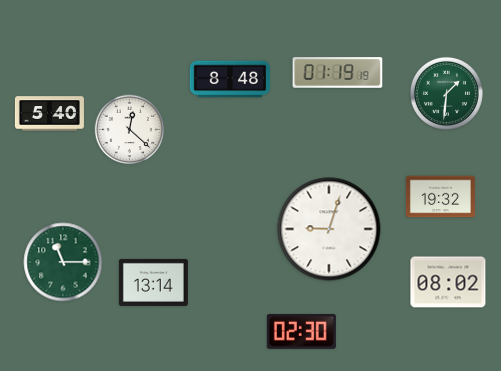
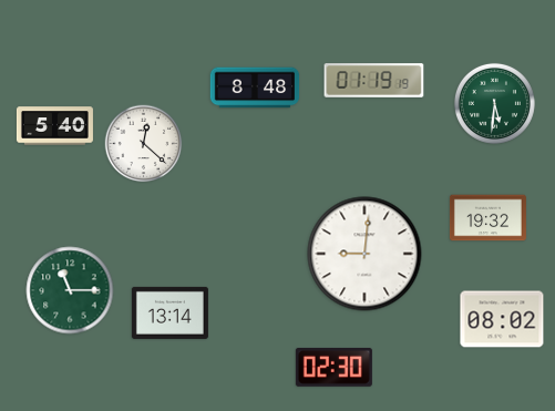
clock at (446, 93): 1:31 -> 5:31
clock at (329, 229): 9:03 -> 9:01
clock at (448, 282) position: (448, 282) -> (502, 319)
